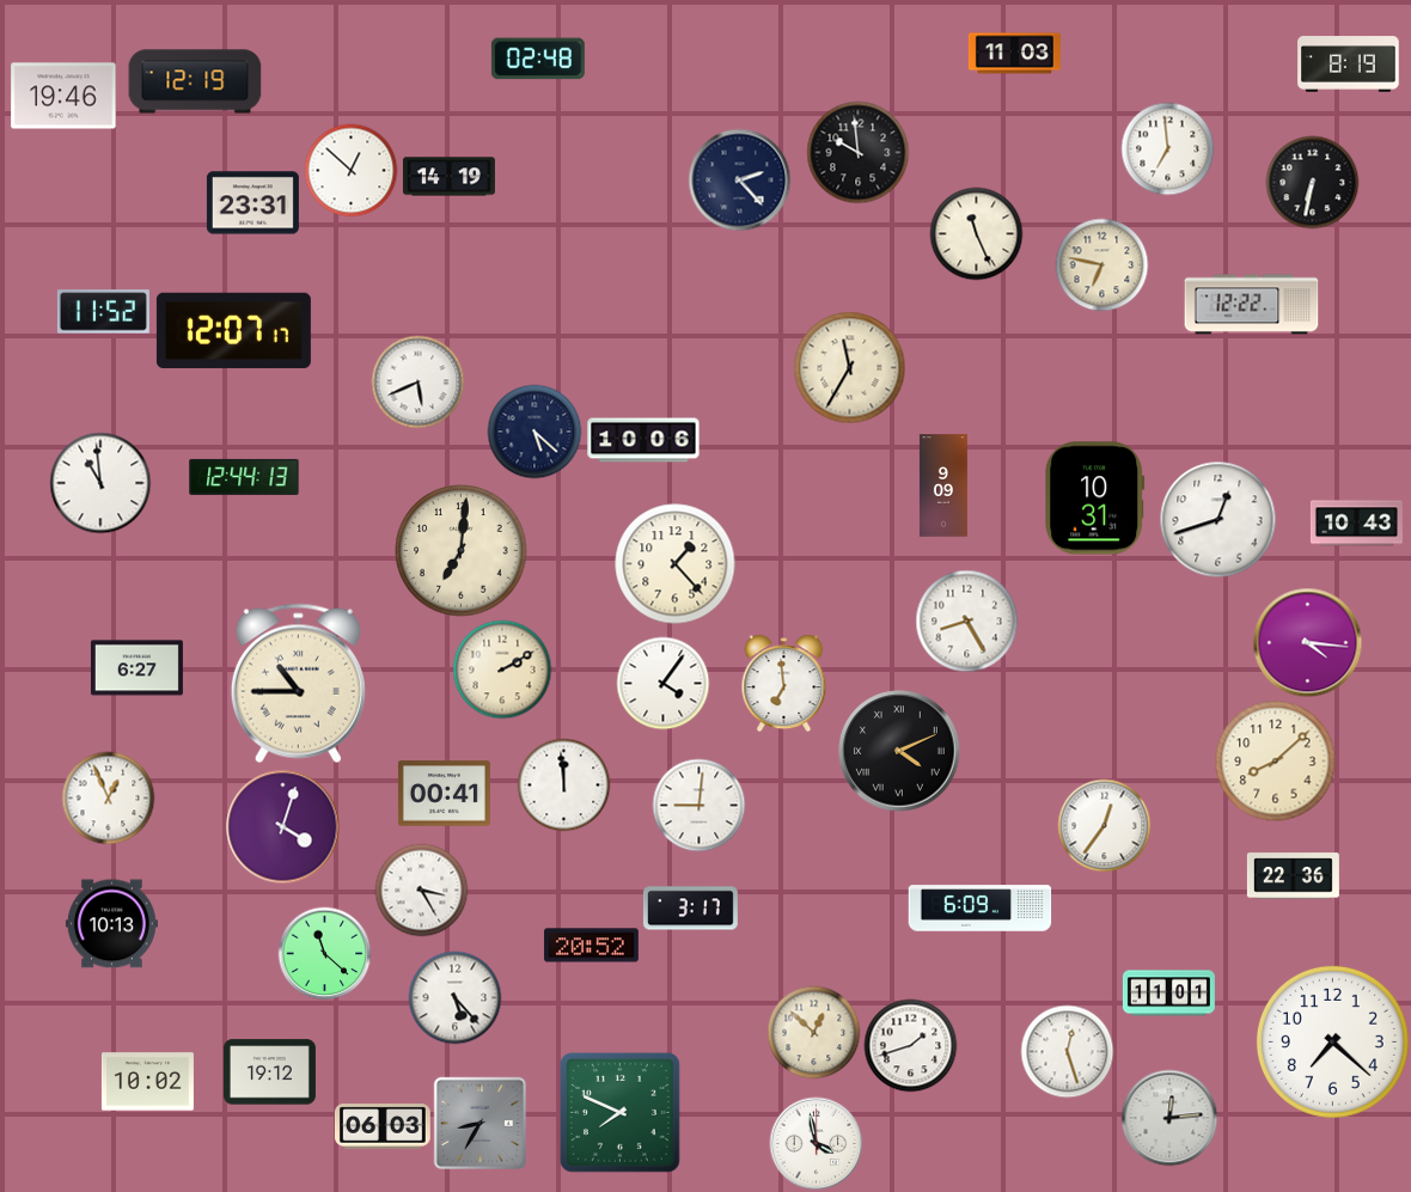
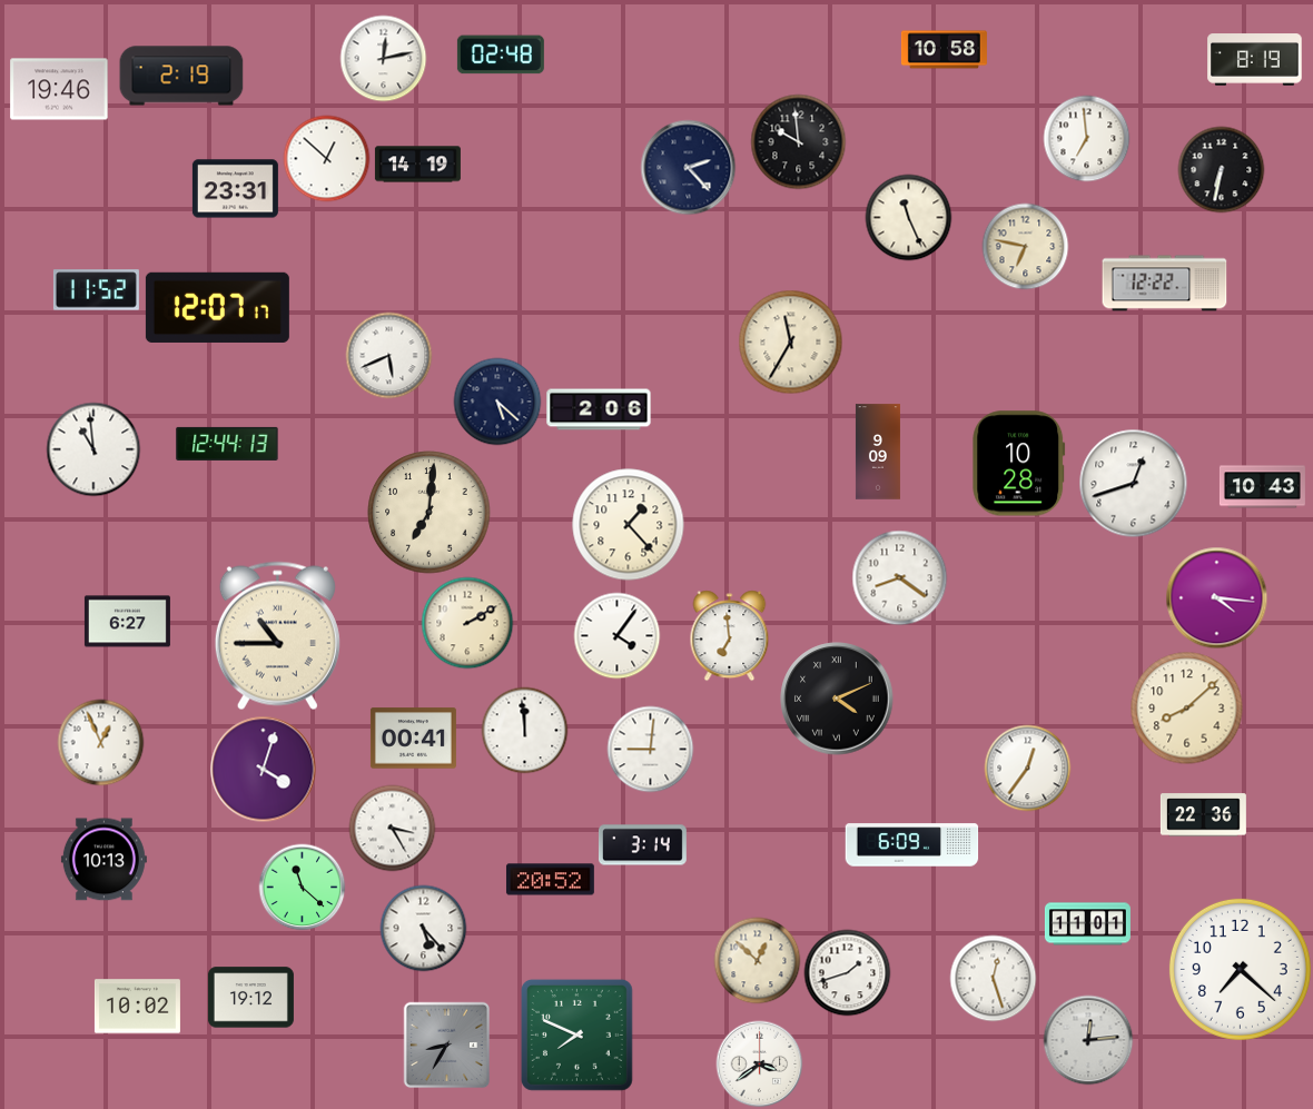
clock at (1014, 54): 11:03 -> 10:58
clock at (383, 58): none -> 12:13
clock at (195, 81): 12:19 -> 2:19
clock at (643, 440): 10:06 -> 2:06
clock at (1095, 499): 10:31 -> 10:28
clock at (966, 621): 8:25 -> 8:21
clock at (690, 909): 3:17 -> 3:14
clock at (383, 1126): 06:03 -> none
clock at (816, 1143): 3:58 -> 3:39
